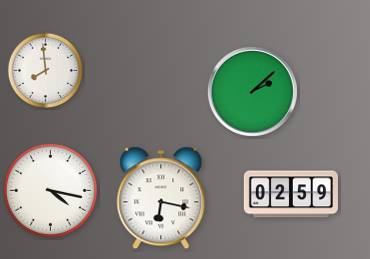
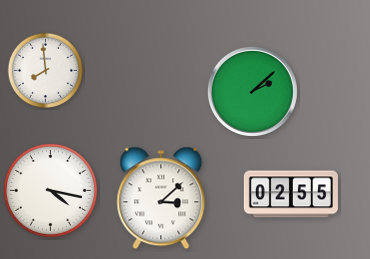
clock at (291, 194): 02:59 -> 02:55
clock at (161, 198): 6:17 -> 3:08
